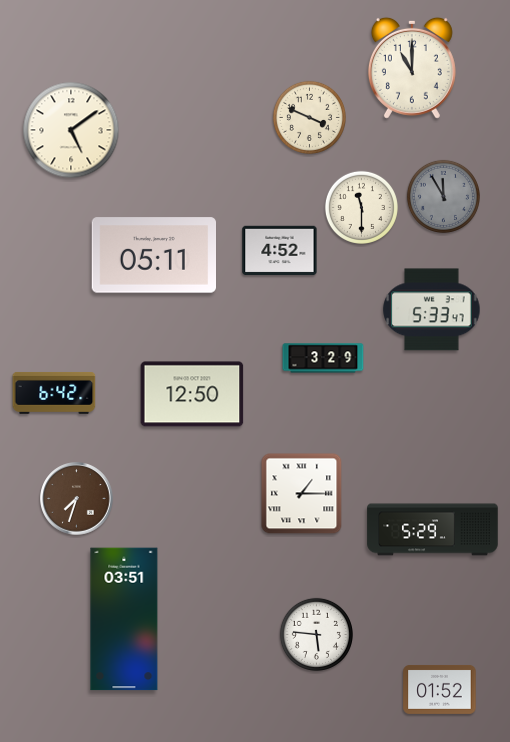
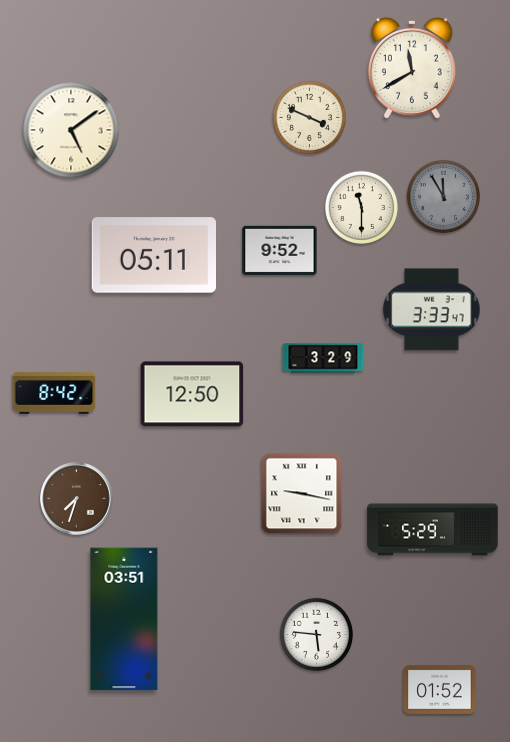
clock at (412, 68): 11:00 -> 11:40
clock at (280, 251): 4:52 -> 9:52
clock at (432, 310): 5:33 -> 3:33
clock at (54, 393): 6:42 -> 8:42
clock at (302, 494): 1:15 -> 9:17
